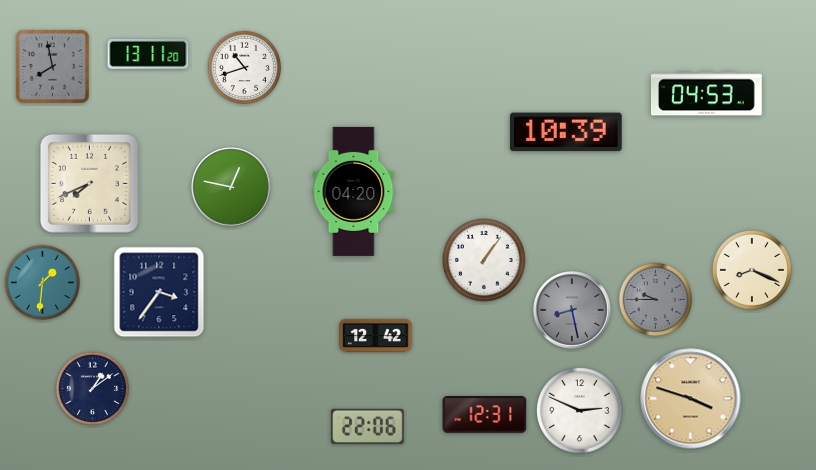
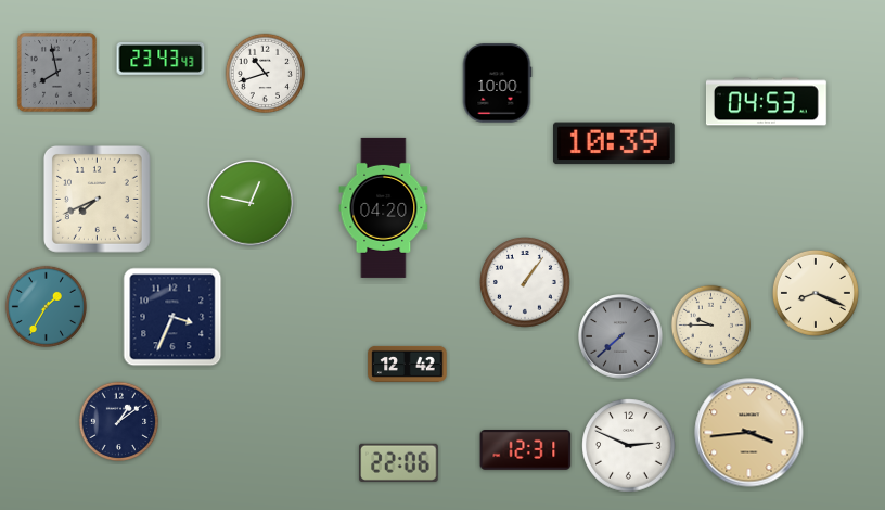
clock at (148, 54): 13:11 -> 23:43
clock at (497, 84): none -> 10:00
clock at (42, 282): 1:31 -> 1:35
clock at (159, 292): 3:36 -> 3:34
clock at (656, 300) dial: grey -> cream
clock at (572, 310): 8:28 -> 7:38
clock at (93, 389) position: (93, 389) -> (119, 422)
clock at (691, 399): 3:48 -> 3:44
